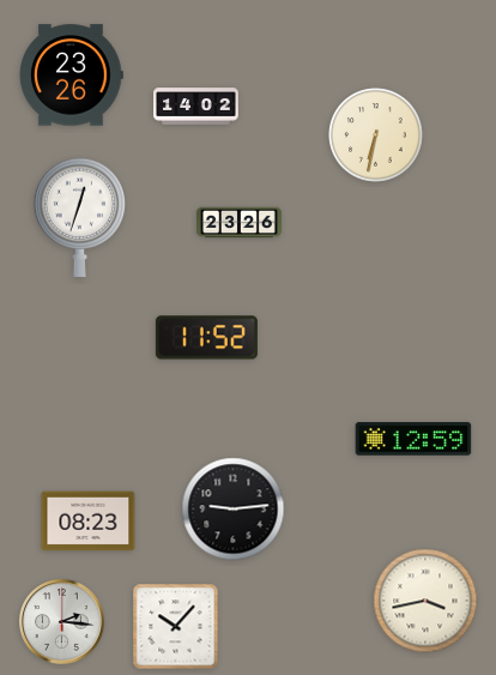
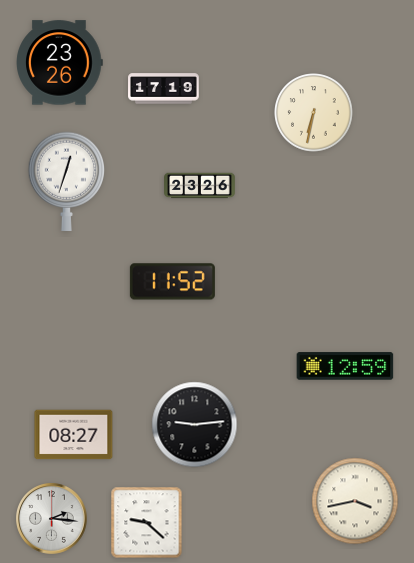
clock at (196, 107): 14:02 -> 17:19
clock at (89, 522): 08:23 -> 08:27
clock at (176, 627): 10:07 -> 9:22
